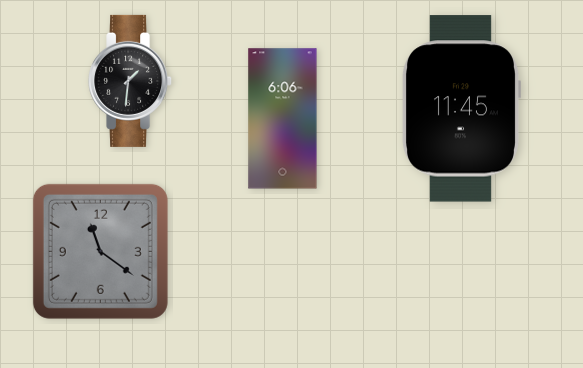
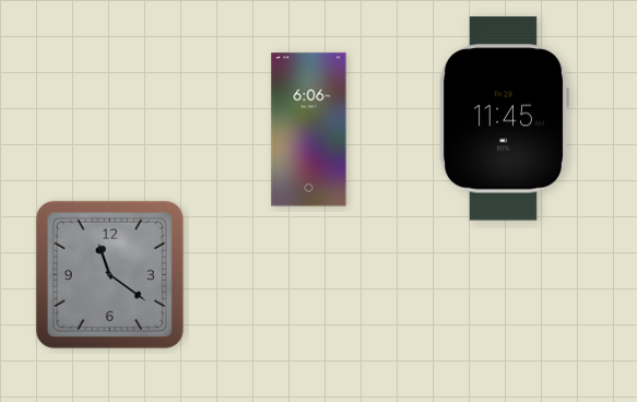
clock at (131, 81): 1:31 -> none
